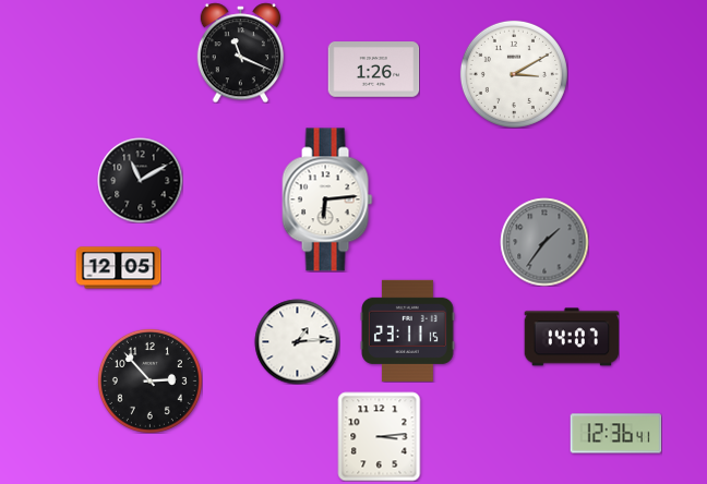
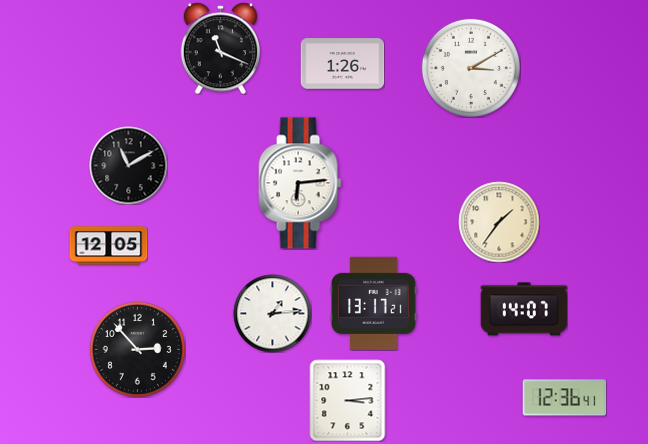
clock at (544, 242) dial: grey -> cream
clock at (408, 330): 23:11 -> 13:17
